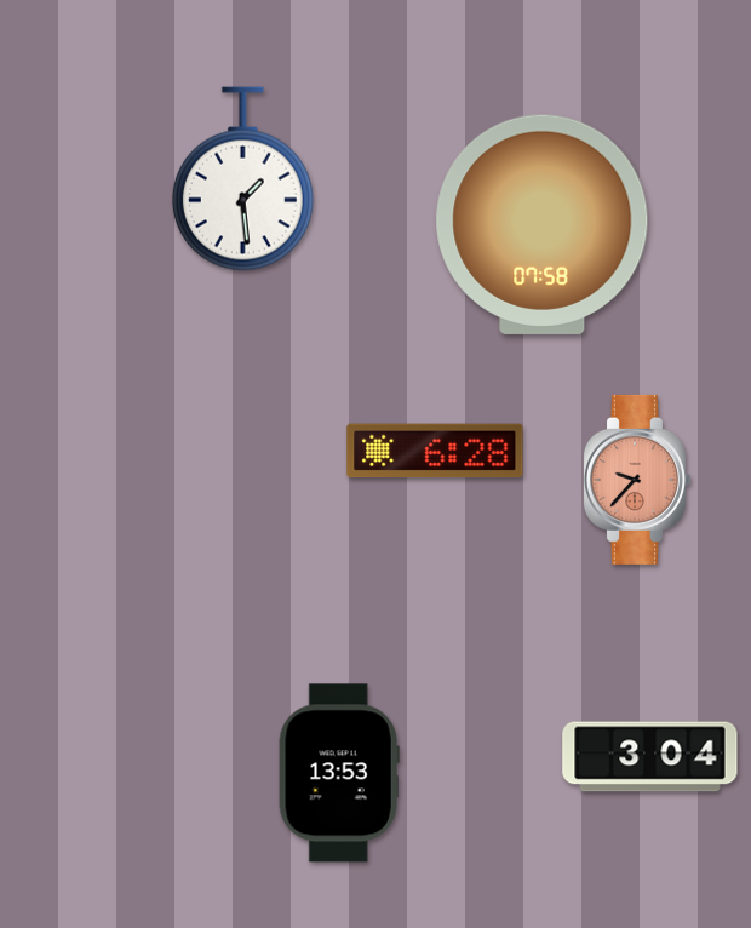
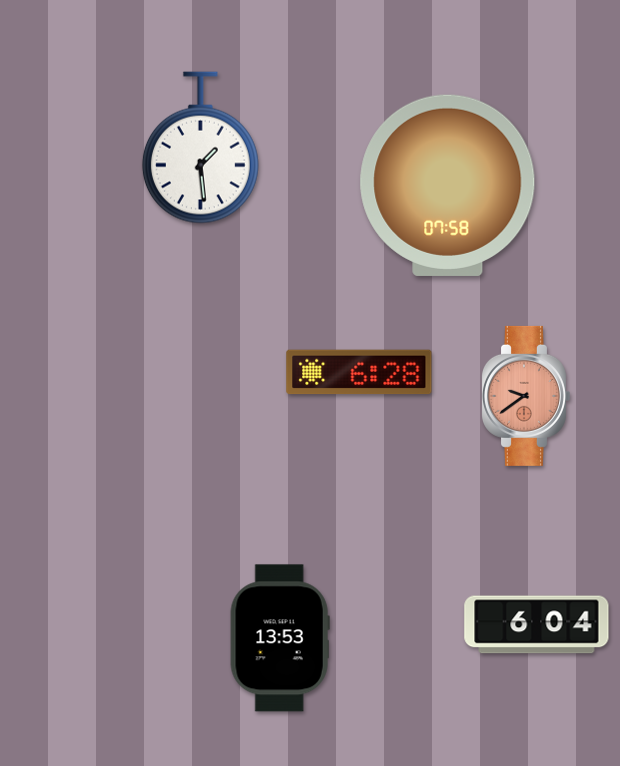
clock at (636, 480): 9:37 -> 9:39
clock at (650, 757): 3:04 -> 6:04
